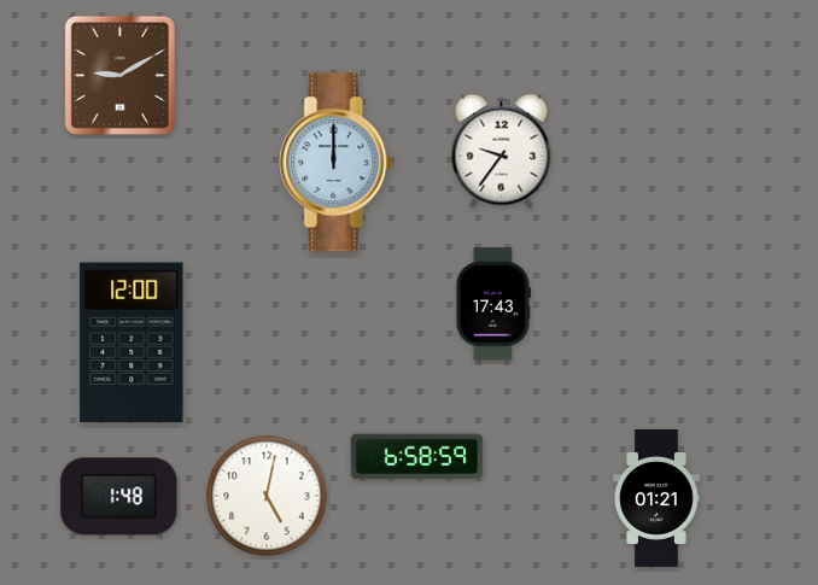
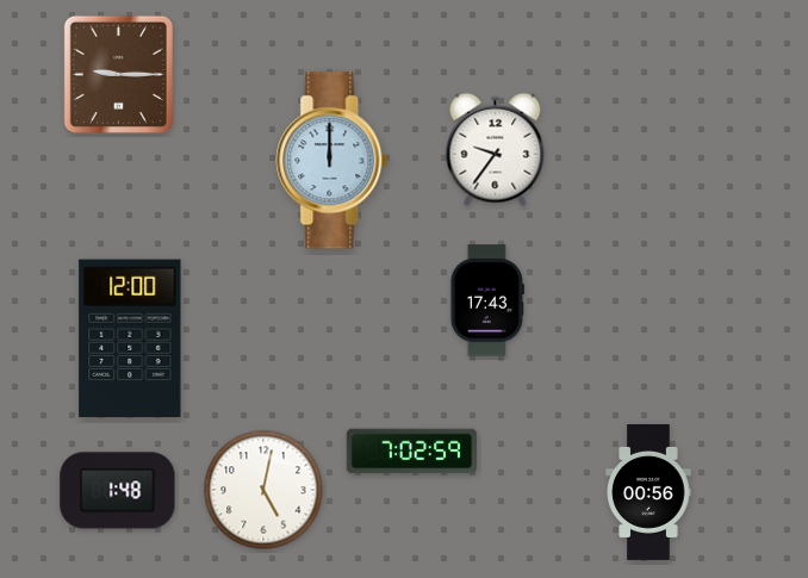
clock at (119, 75): 9:10 -> 9:15
clock at (417, 457): 6:58 -> 7:02
clock at (656, 498): 01:21 -> 00:56
